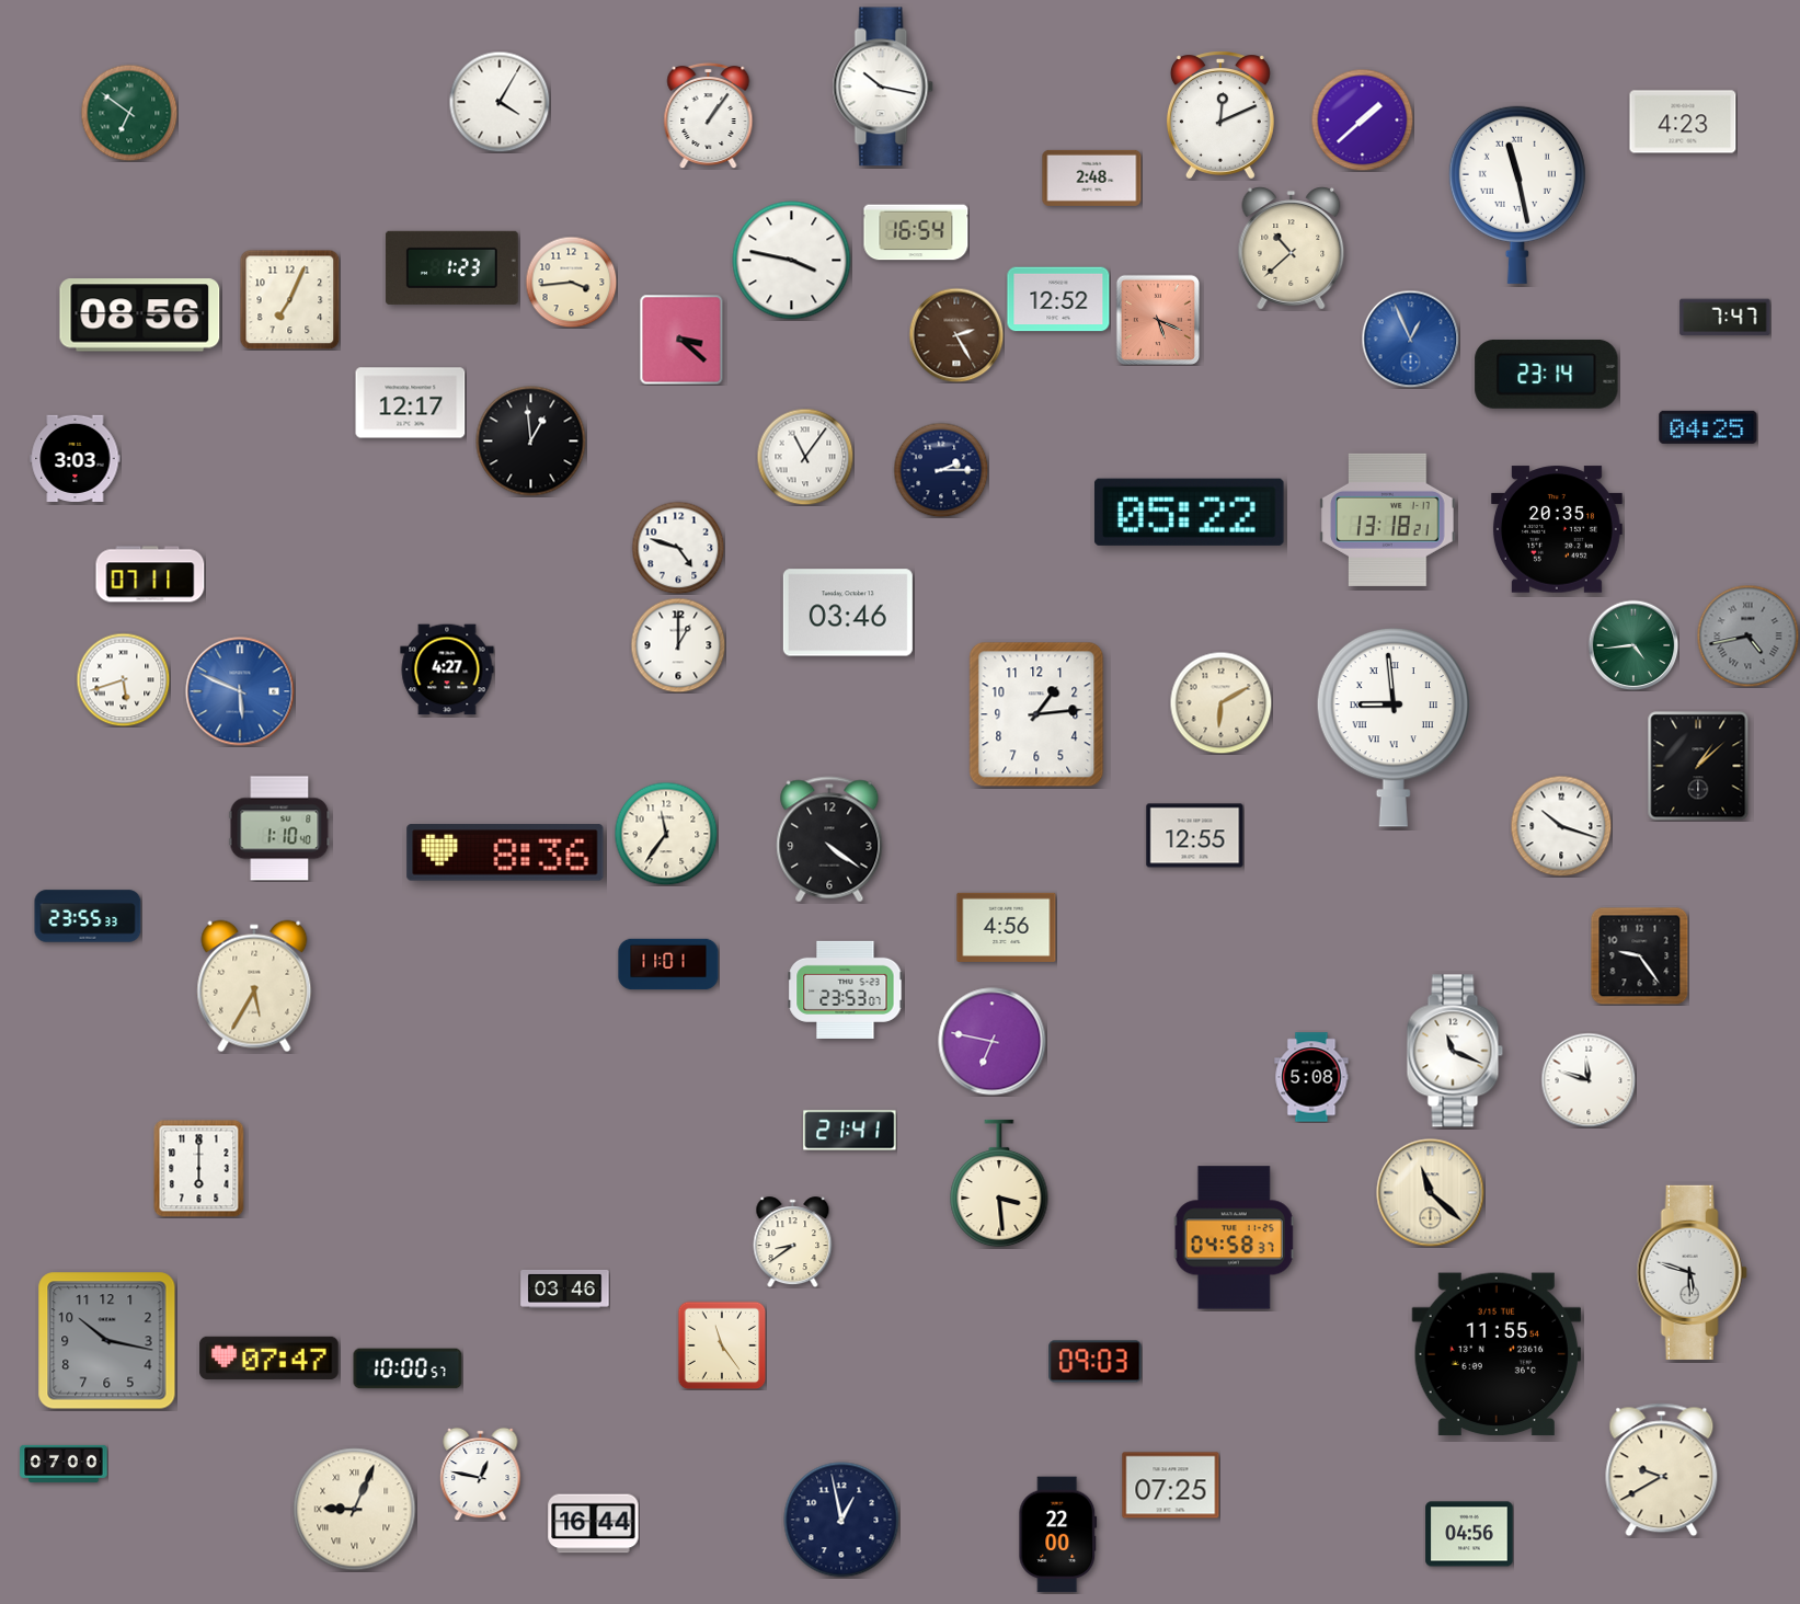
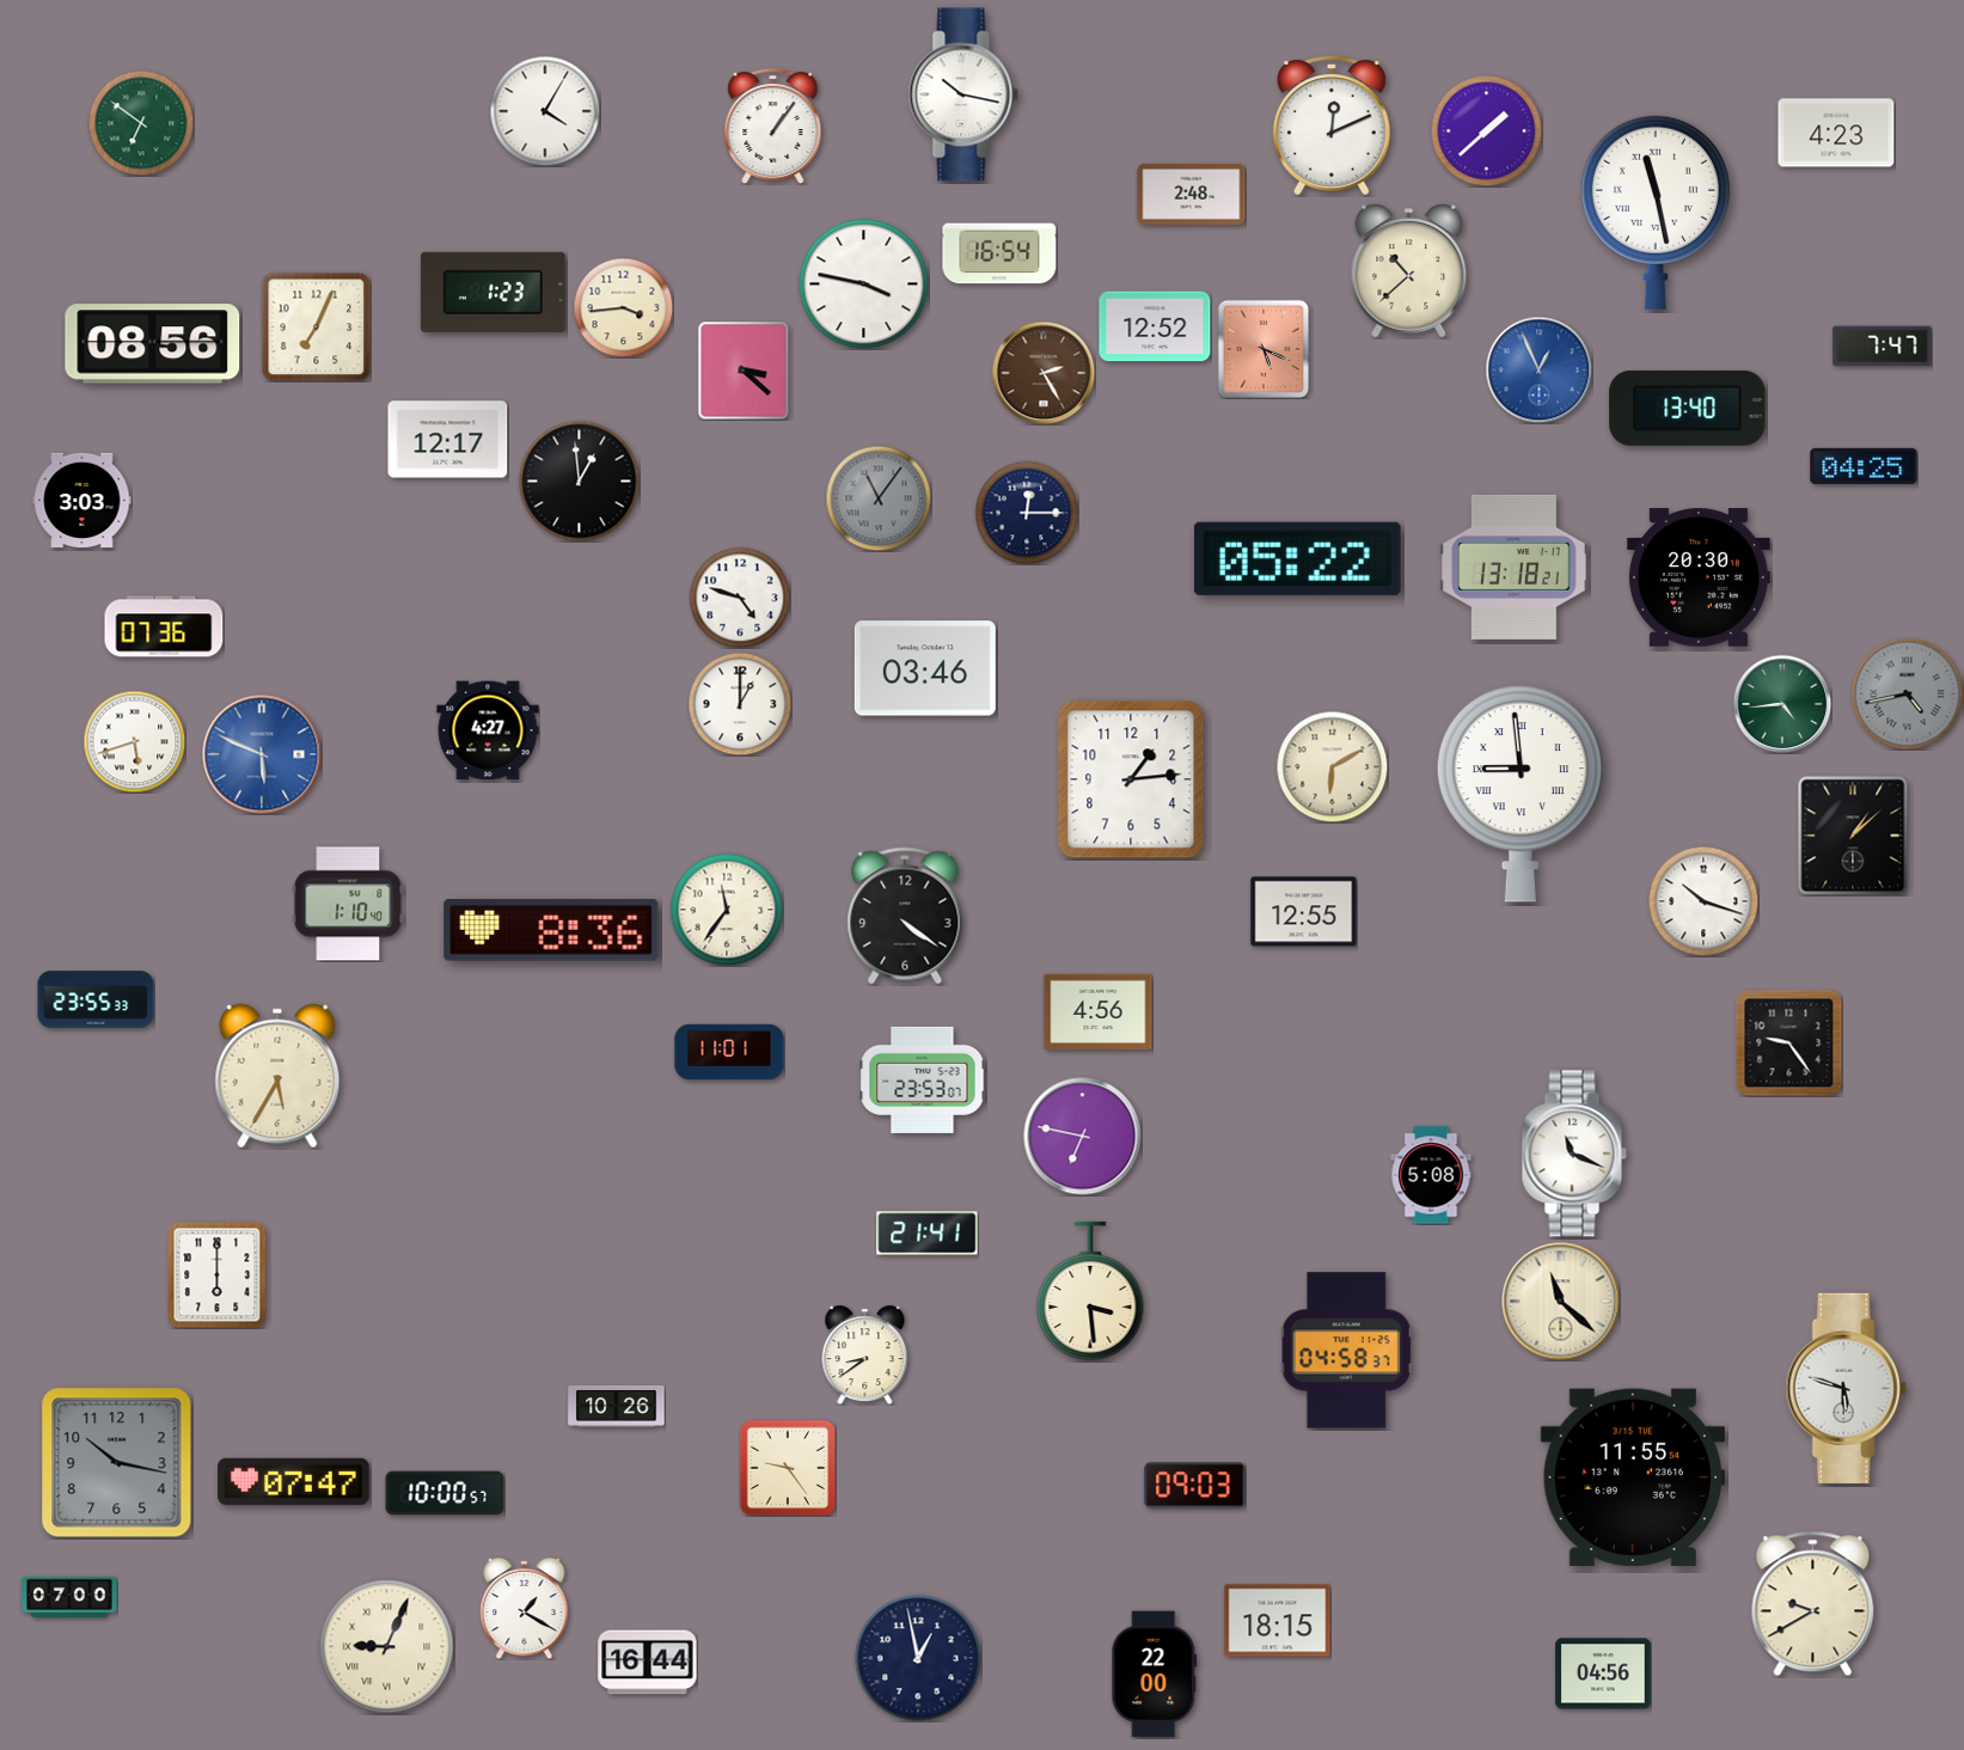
clock at (956, 335) position: (956, 335) -> (1044, 373)
clock at (1547, 374): 23:14 -> 13:40
clock at (805, 457) dial: white -> grey
clock at (941, 470): 2:15 -> 12:15
clock at (1557, 529): 20:35 -> 20:30
clock at (150, 574): 07:11 -> 07:36
clock at (279, 828) position: (279, 828) -> (348, 904)
clock at (1455, 1051) position: (1455, 1051) -> (1574, 1154)
clock at (1589, 1080): 11:48 -> none
clock at (565, 1288): 03:46 -> 10:26
clock at (722, 1345): 11:24 -> 9:24
clock at (481, 1474): 12:47 -> 1:20
clock at (1171, 1486): 07:25 -> 18:15
